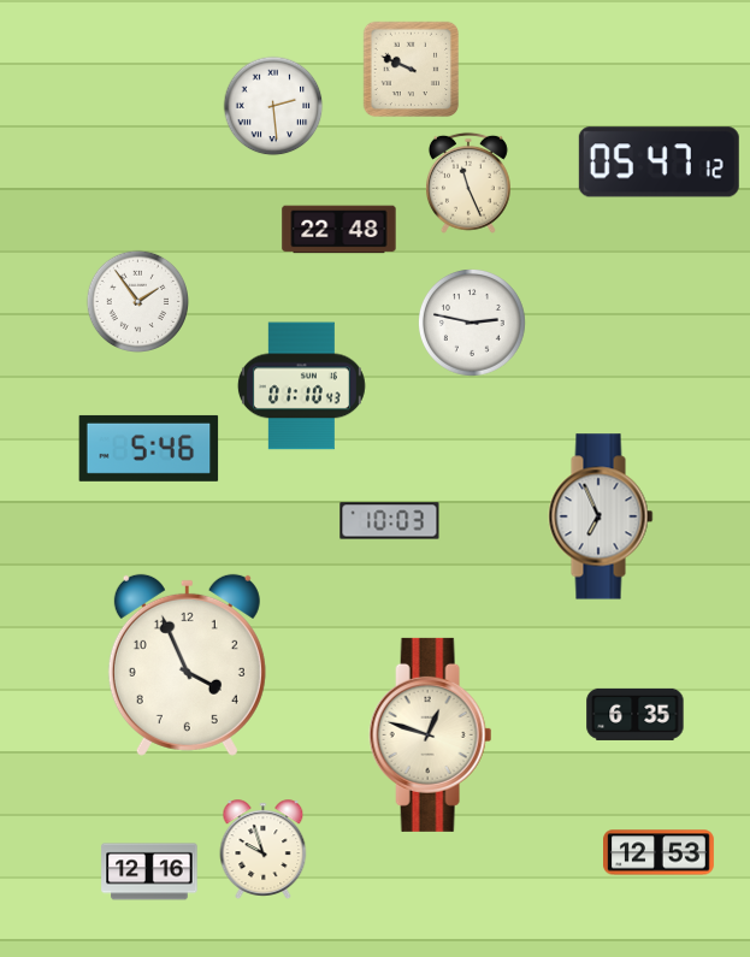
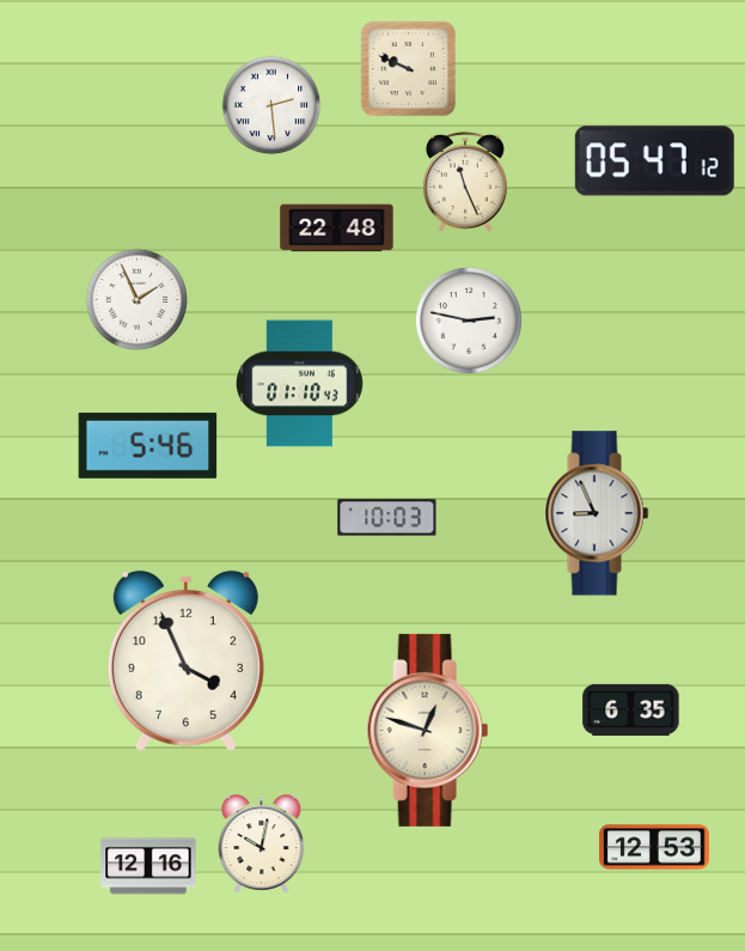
clock at (137, 301): 1:54 -> 1:56
clock at (601, 516): 6:56 -> 8:56
clock at (264, 849): 9:57 -> 10:02
